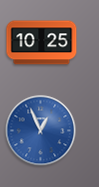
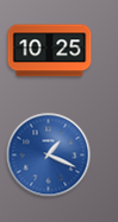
clock at (41, 131): 12:56 -> 1:19
